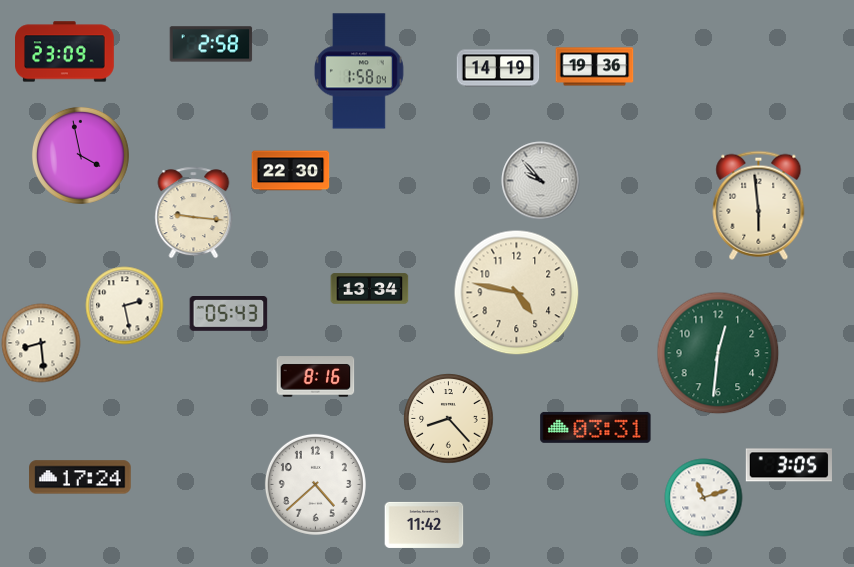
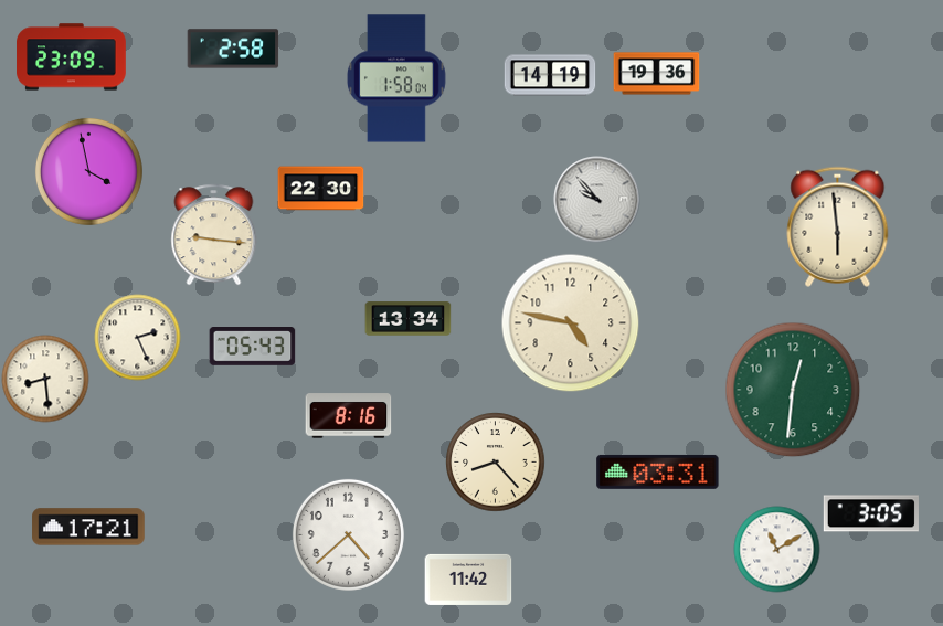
clock at (124, 305): 2:28 -> 2:26
clock at (80, 477): 17:24 -> 17:21
clock at (703, 497): 11:12 -> 11:10
